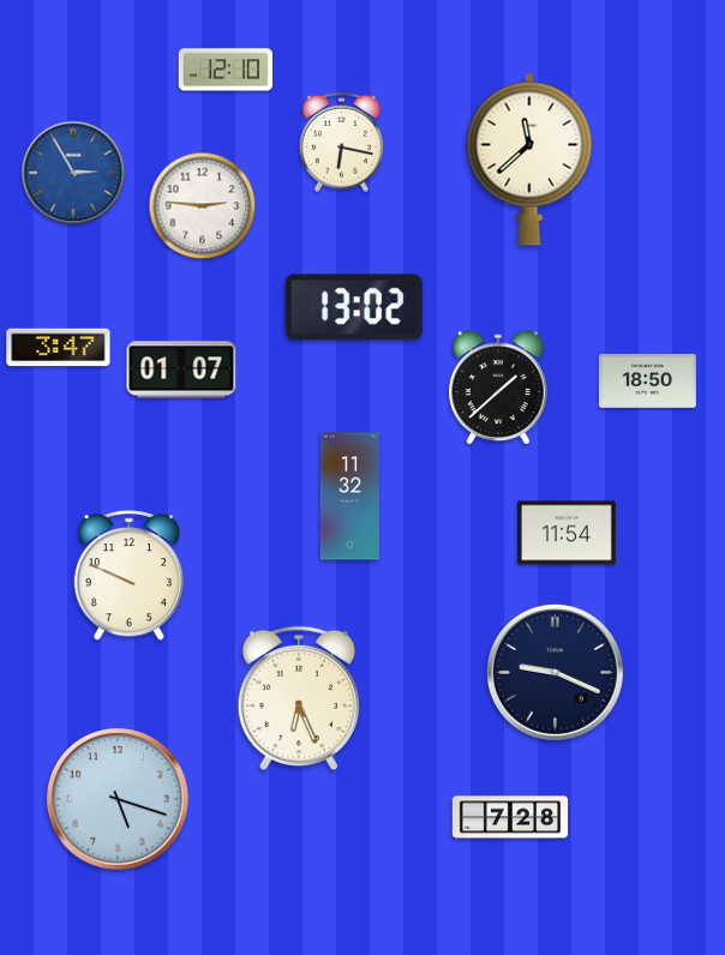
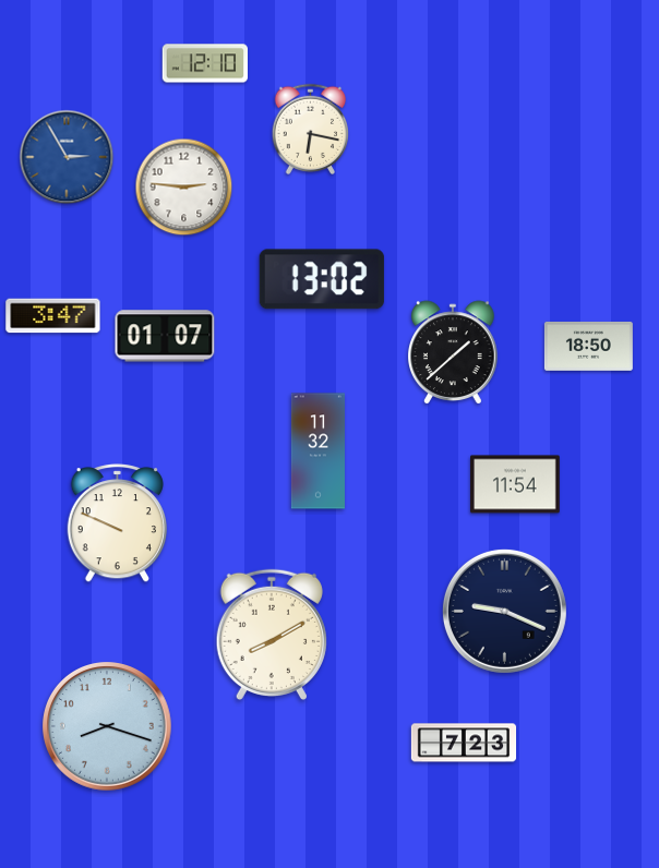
clock at (529, 160): 11:38 -> none
clock at (299, 697): 6:26 -> 8:10
clock at (119, 800): 5:18 -> 8:18
clock at (510, 817): 7:28 -> 7:23
